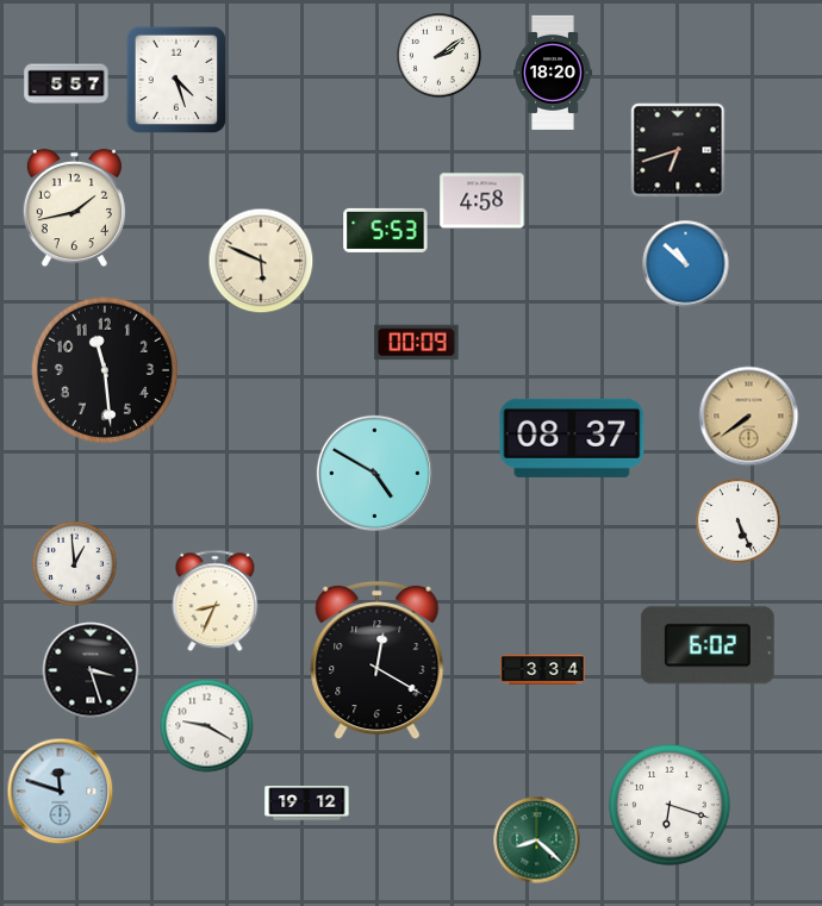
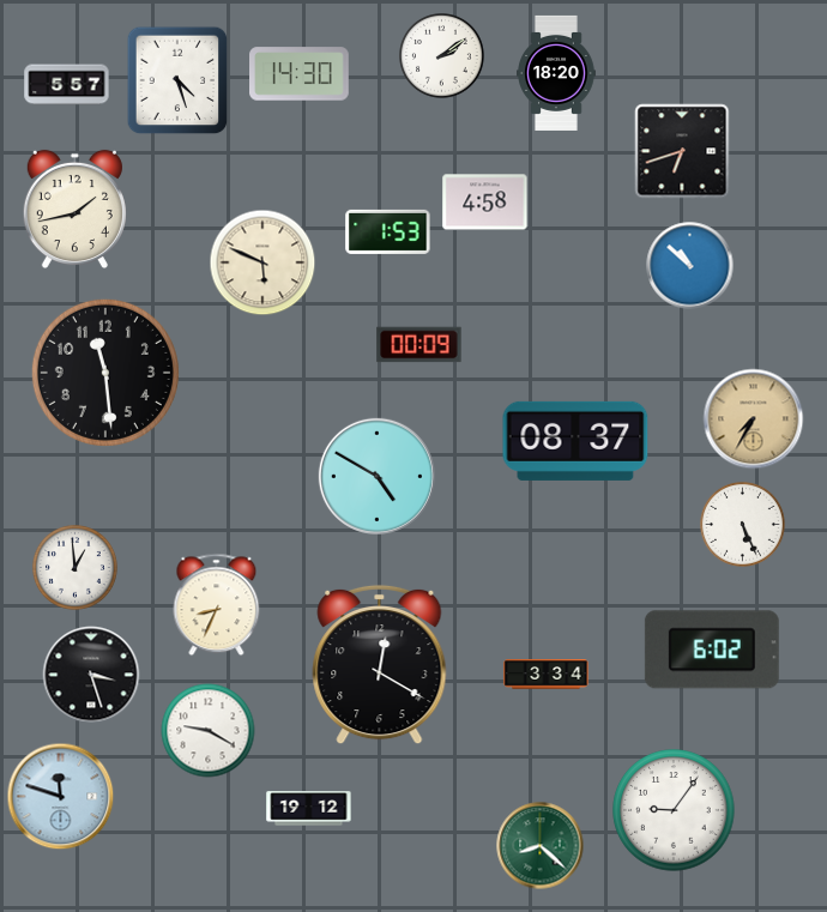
clock at (300, 74): none -> 14:30
clock at (386, 230): 5:53 -> 1:53
clock at (749, 417): 7:39 -> 7:35
clock at (670, 805): 6:18 -> 9:06
